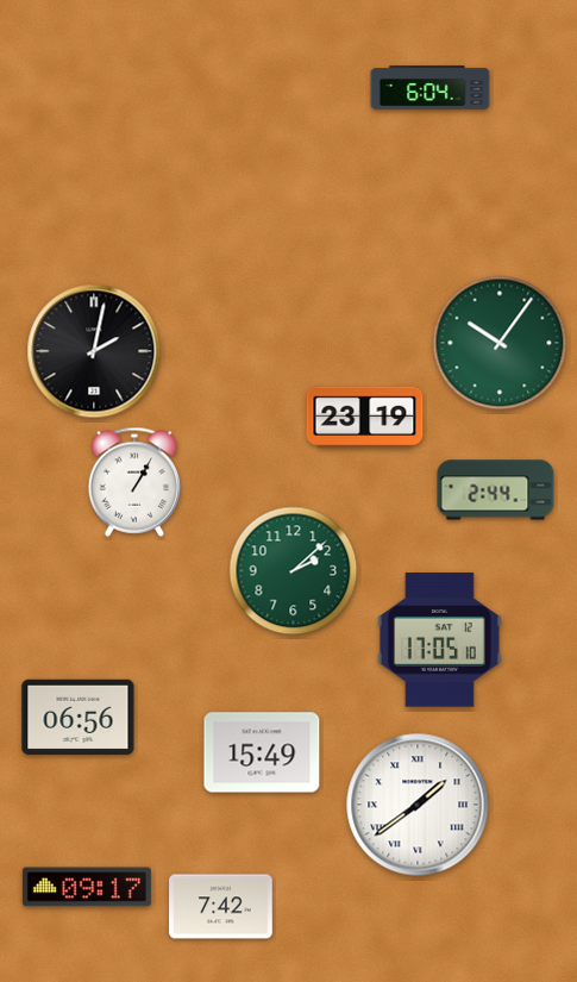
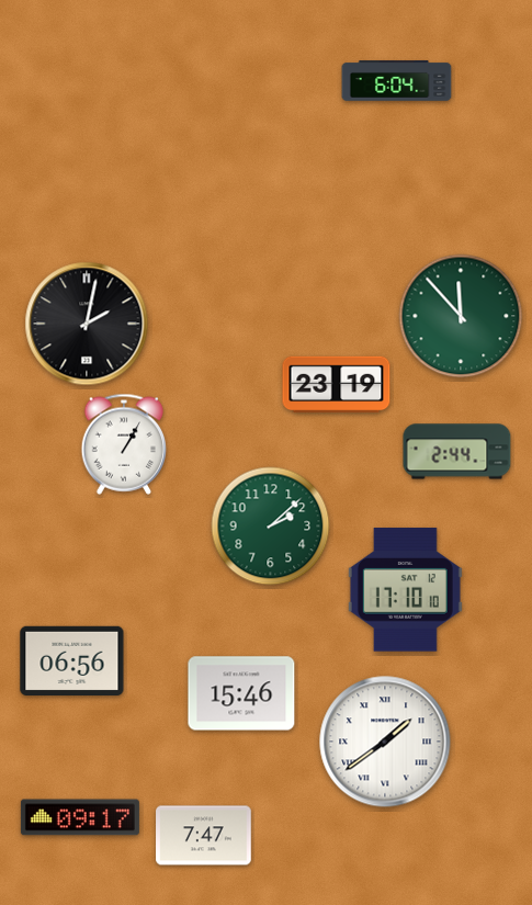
clock at (500, 343): 10:06 -> 11:53
clock at (439, 640): 17:05 -> 17:10
clock at (262, 752): 15:49 -> 15:46
clock at (221, 907): 7:42 -> 7:47
